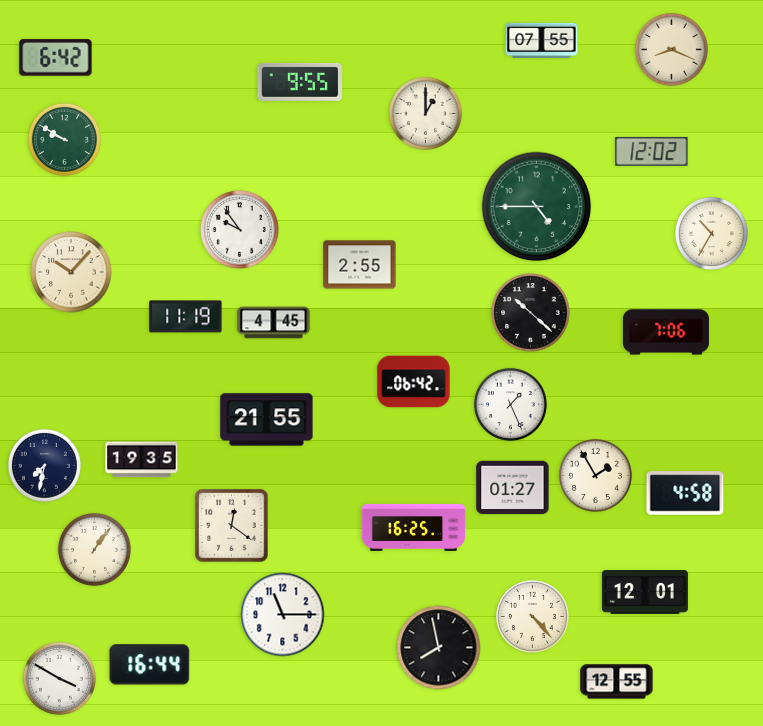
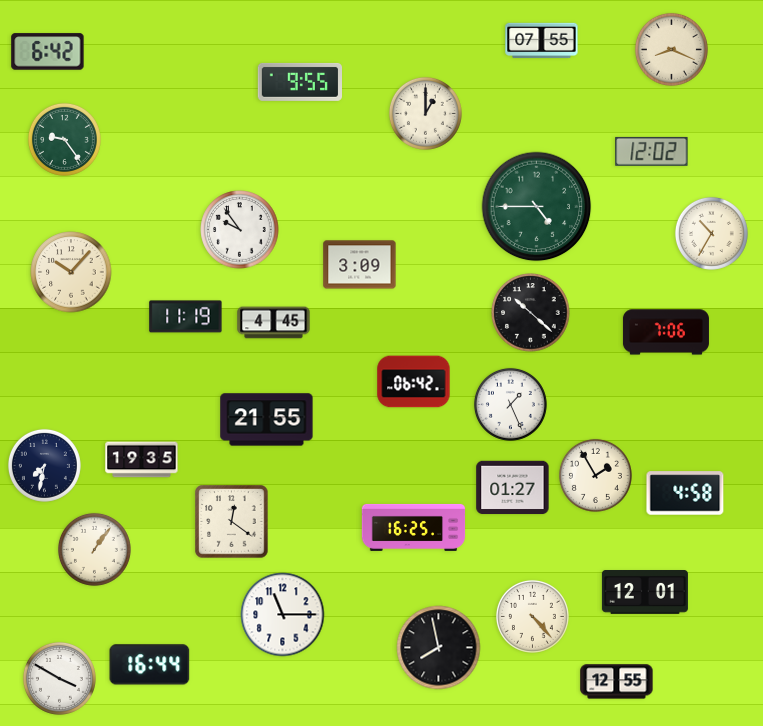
clock at (56, 58) position: (56, 58) -> (48, 52)
clock at (64, 139): 9:50 -> 9:24
clock at (360, 265): 2:55 -> 3:09
clock at (232, 526) position: (232, 526) -> (232, 522)
